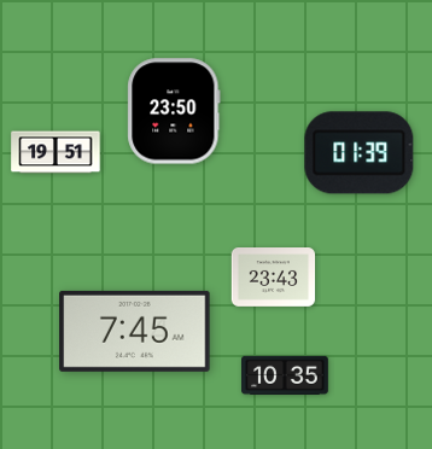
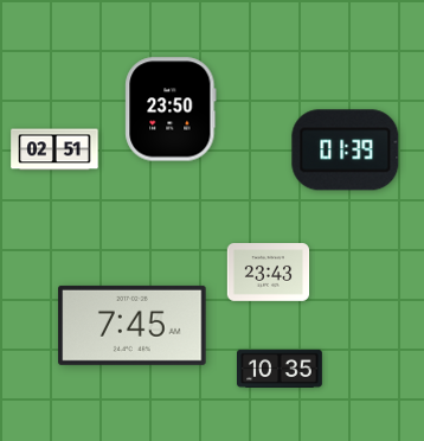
clock at (56, 152): 19:51 -> 02:51
clock at (360, 153) position: (360, 153) -> (346, 151)
